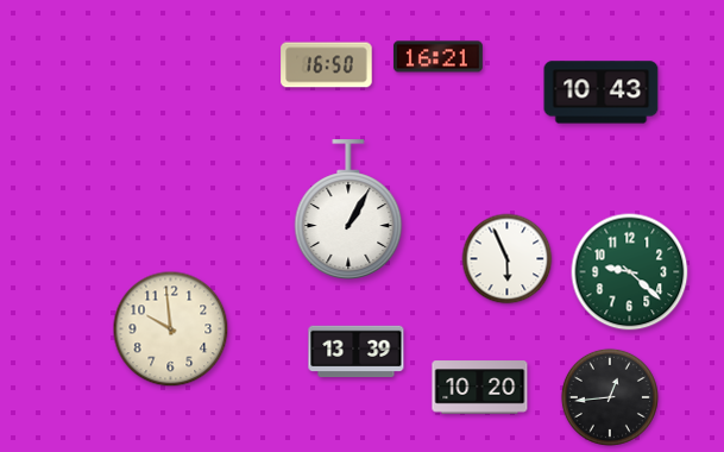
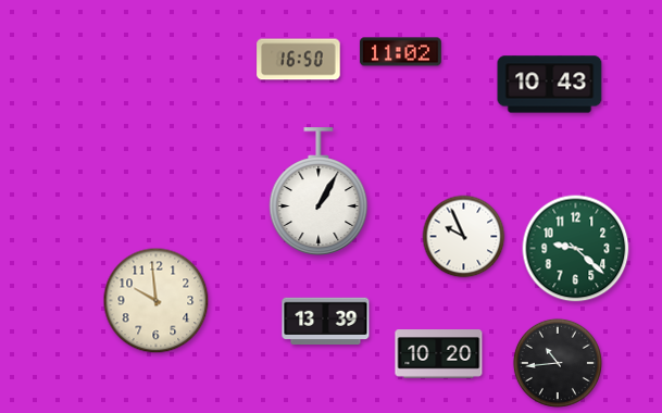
clock at (437, 57): 16:21 -> 11:02
clock at (508, 259): 5:56 -> 9:56
clock at (610, 397): 12:44 -> 10:44
